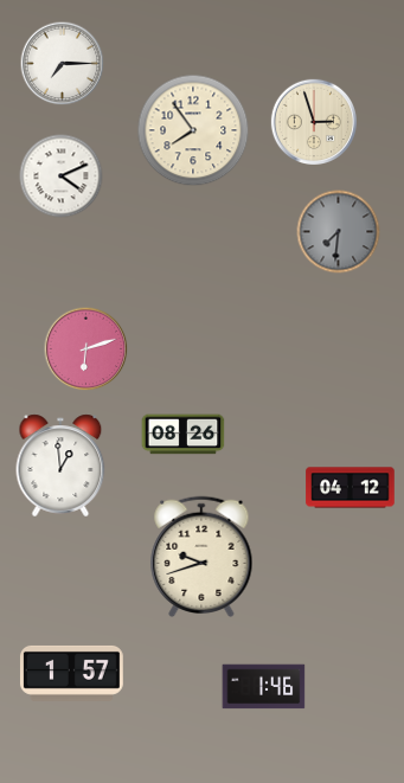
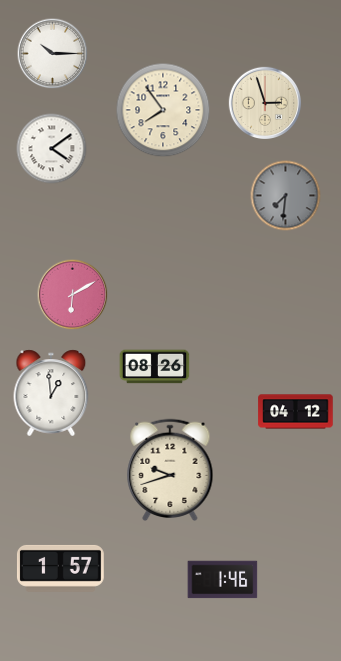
clock at (63, 64): 7:15 -> 10:15
clock at (62, 177): 4:11 -> 4:09
clock at (86, 349): 6:12 -> 6:10
